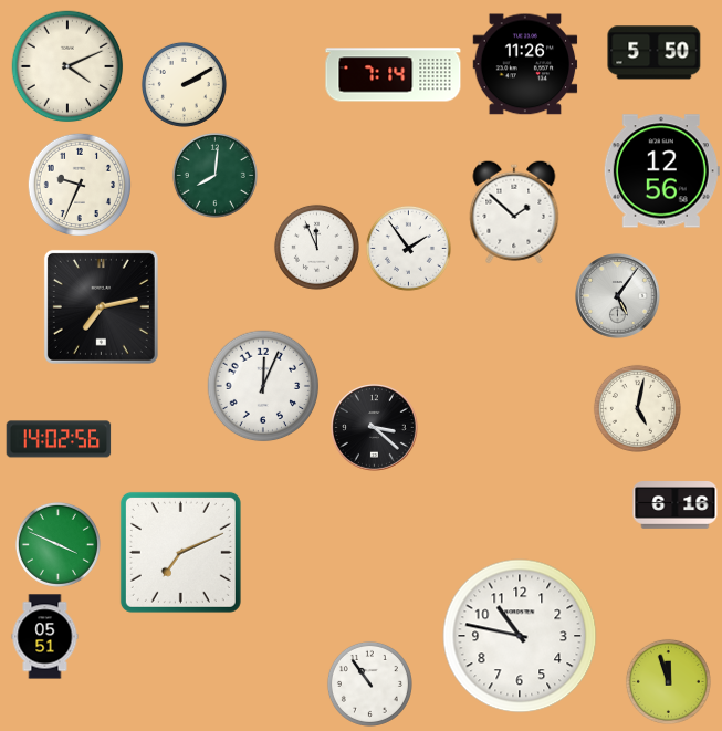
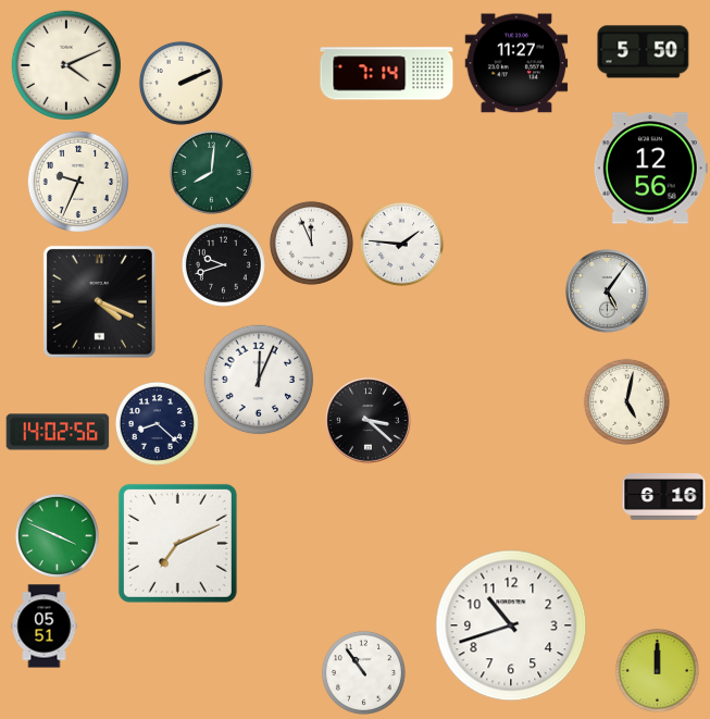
clock at (525, 64): 11:26 -> 11:27
clock at (184, 84): 2:10 -> 2:11
clock at (514, 212): 1:52 -> none
clock at (408, 248): 1:54 -> 1:46
clock at (223, 264): none -> 9:42
clock at (101, 306): 7:13 -> 4:19
clock at (157, 423): none -> 8:22
clock at (520, 636): 10:47 -> 10:42
clock at (668, 681): 11:57 -> 12:00
